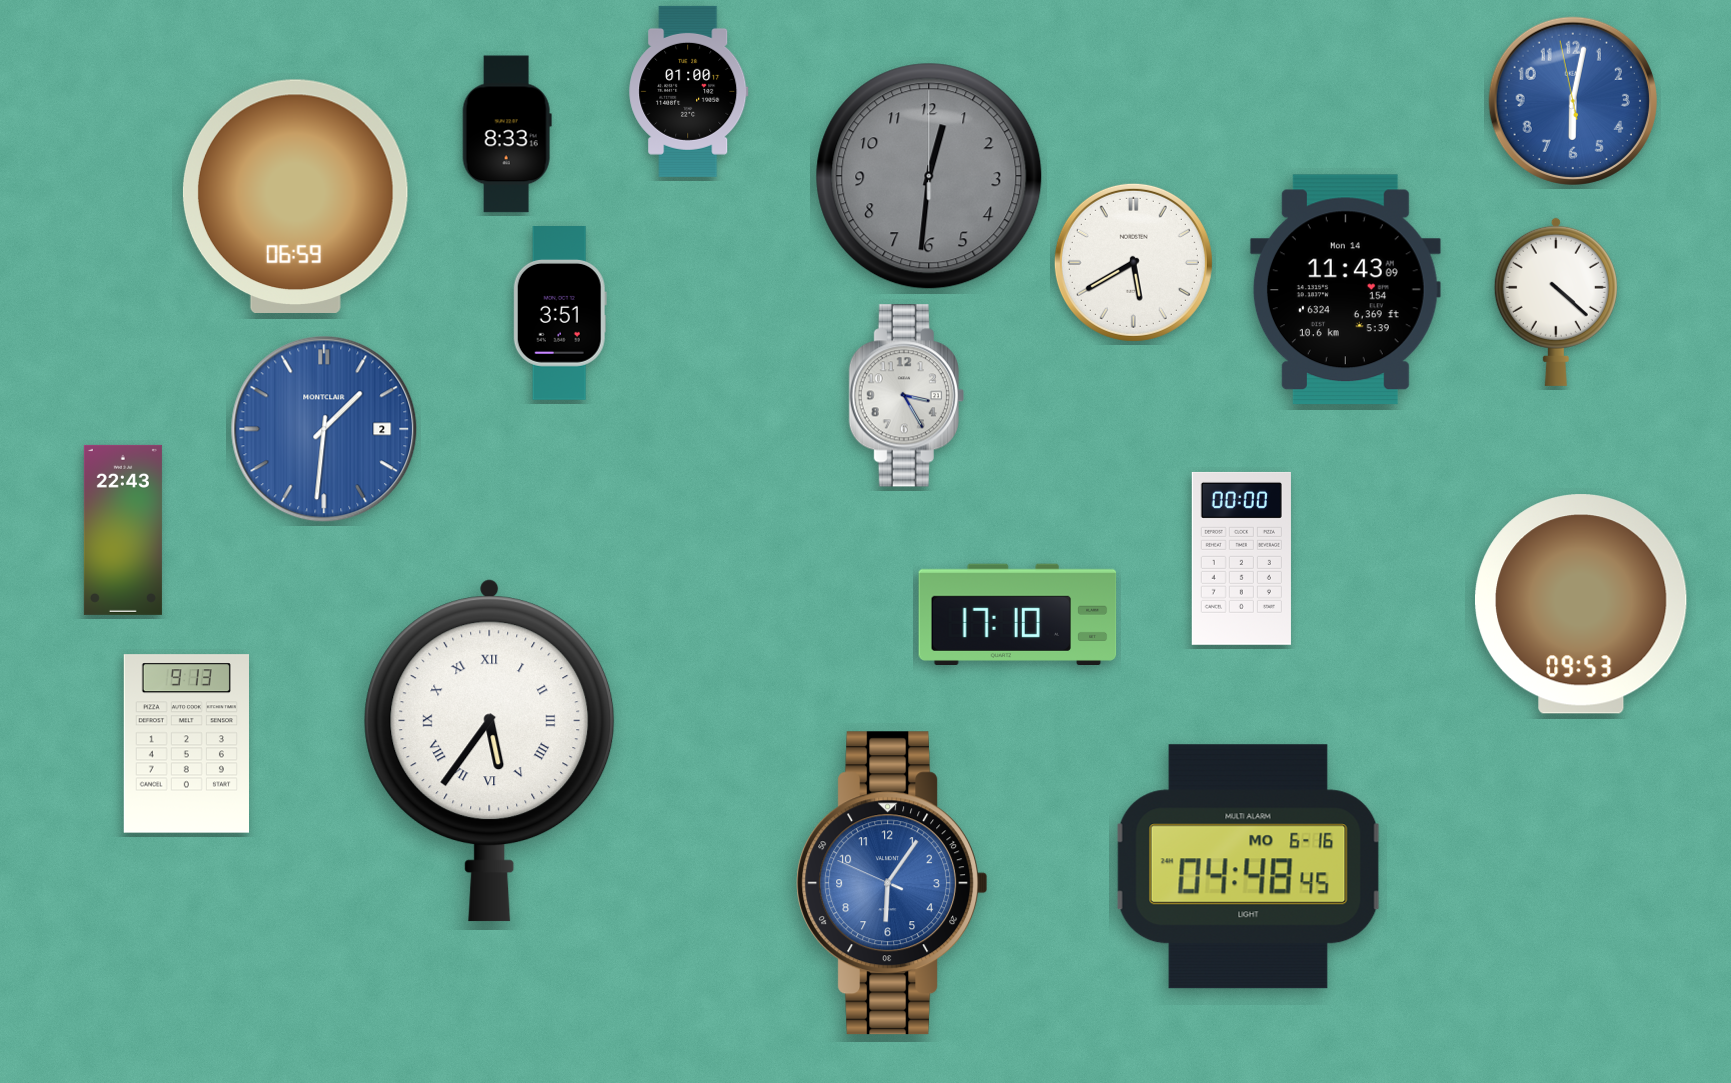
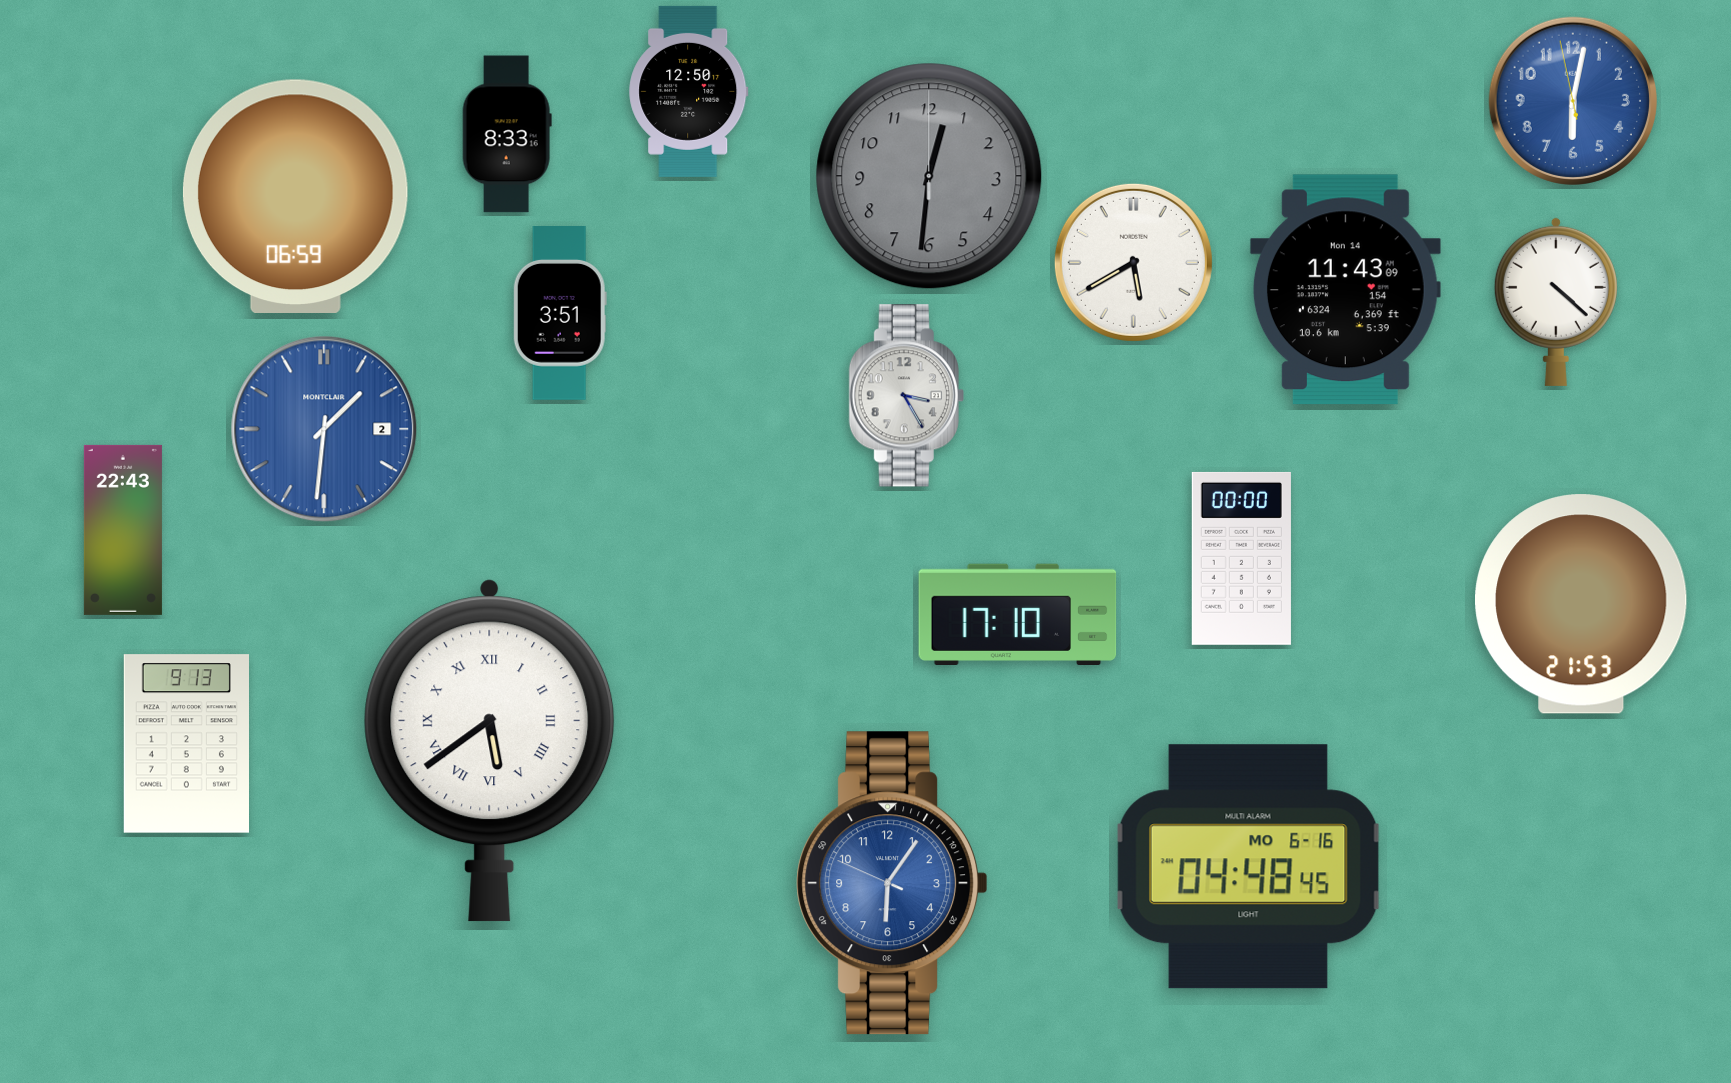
clock at (689, 91): 01:00 -> 12:50
clock at (1582, 604): 09:53 -> 21:53
clock at (490, 751): 5:36 -> 5:39
